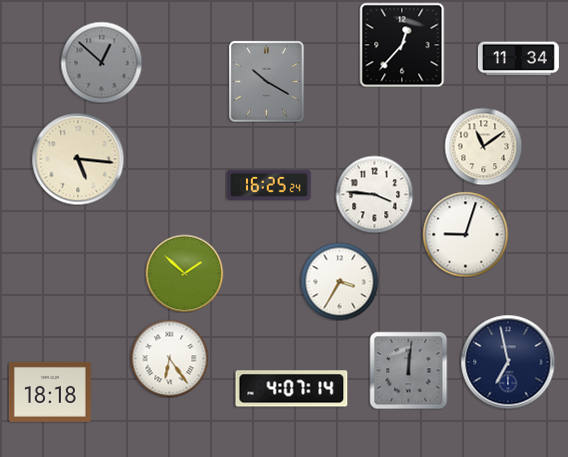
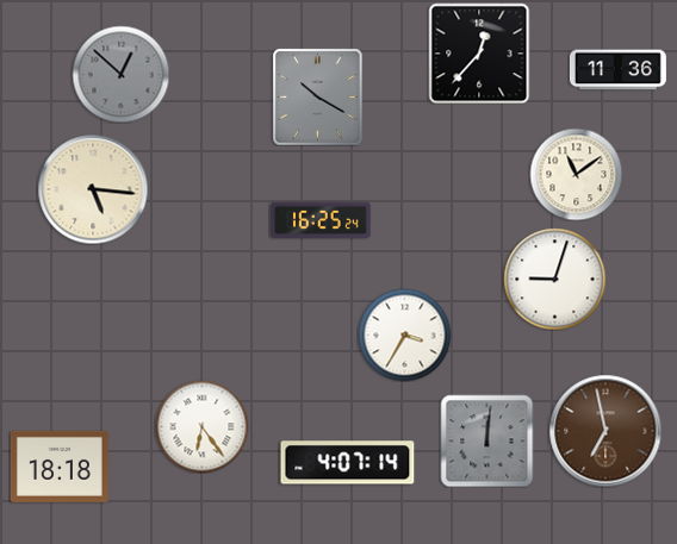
clock at (518, 59): 11:34 -> 11:36
clock at (374, 194): 3:46 -> none
clock at (184, 273): 1:52 -> none
clock at (508, 362) dial: navy -> brown
